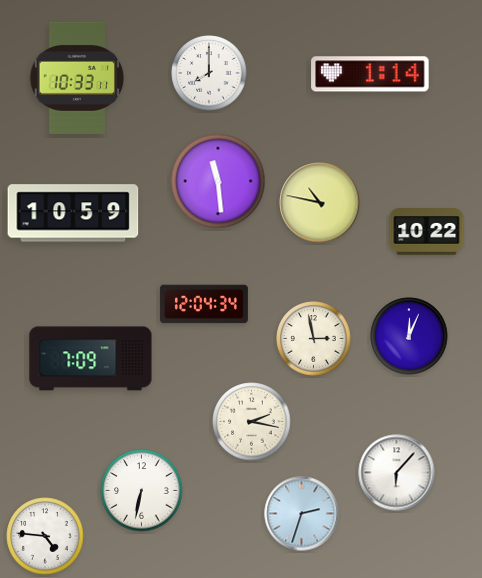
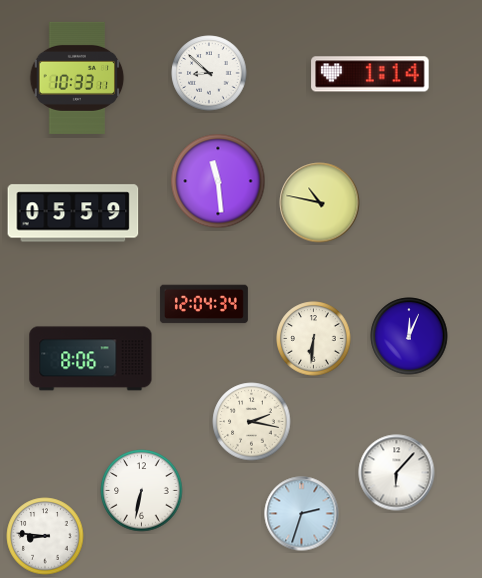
clock at (209, 73): 8:00 -> 8:52
clock at (73, 213): 10:59 -> 05:59
clock at (427, 232): 10:22 -> none
clock at (314, 339): 2:58 -> 6:31
clock at (91, 359): 7:09 -> 8:06
clock at (45, 536): 4:46 -> 8:46
